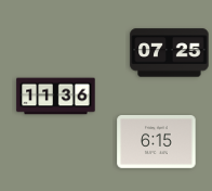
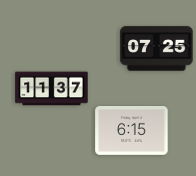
clock at (56, 97): 11:36 -> 11:37
clock at (157, 142) position: (157, 142) -> (132, 131)
